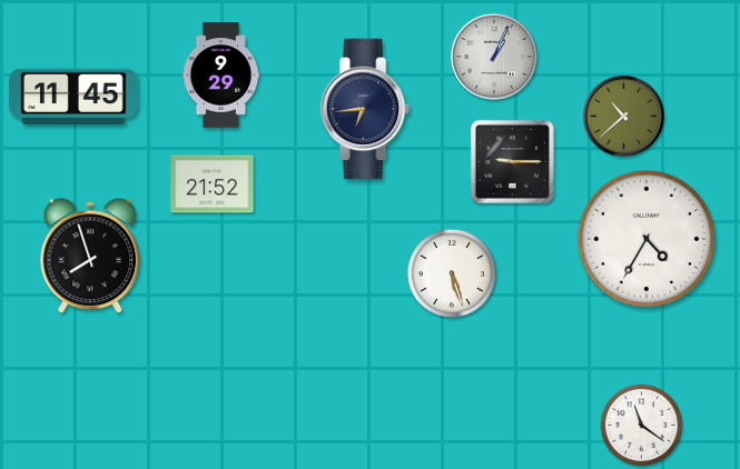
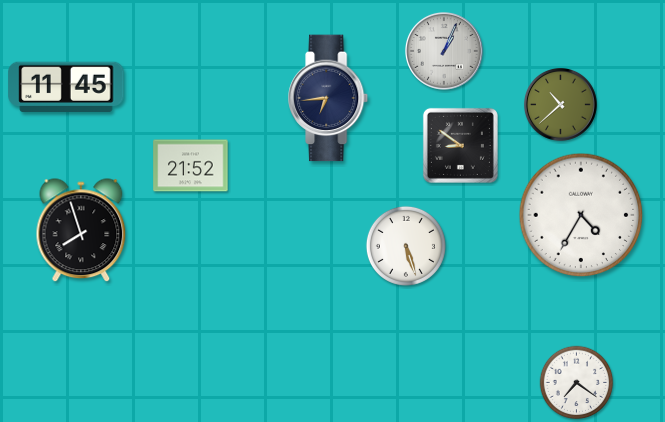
clock at (221, 76): 9:29 -> none
clock at (512, 161): 9:15 -> 8:51
clock at (642, 426): 11:21 -> 7:21
